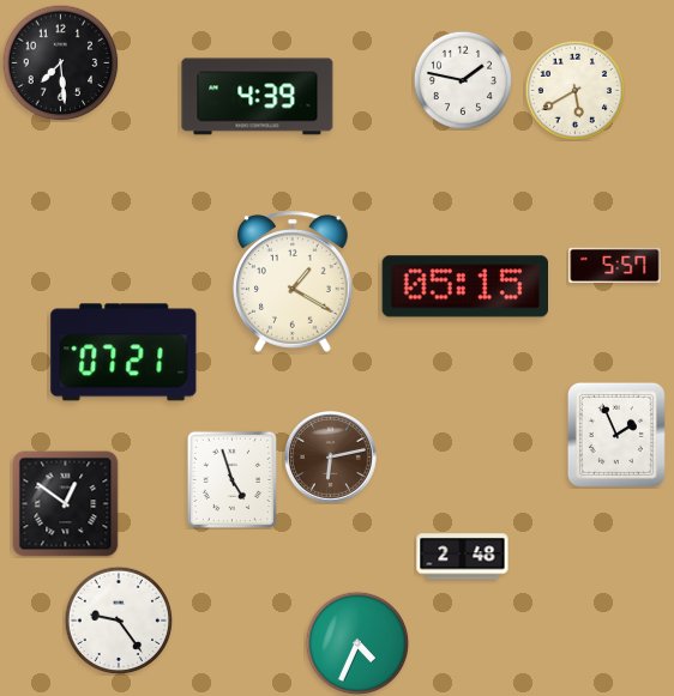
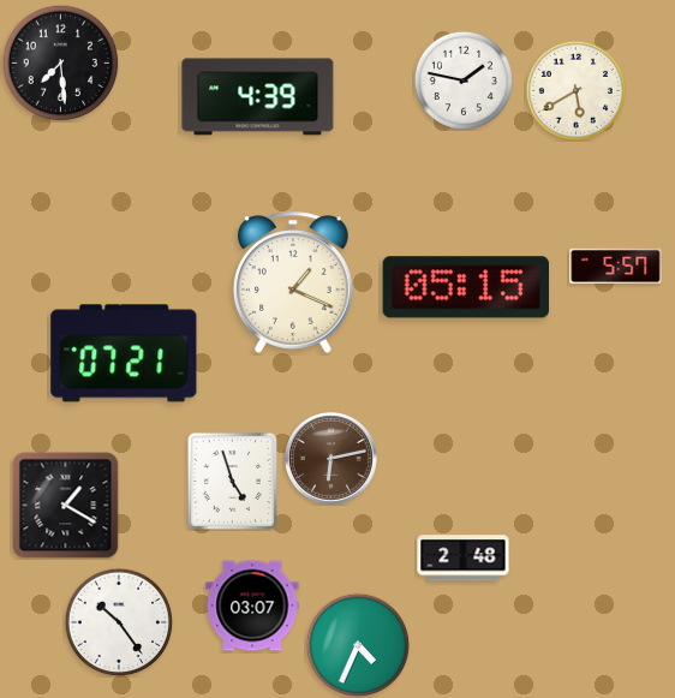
clock at (294, 282): 1:20 -> 1:19
clock at (616, 435): 1:56 -> none
clock at (66, 504): 12:51 -> 1:20
clock at (252, 605): none -> 03:07
clock at (119, 621): 9:24 -> 10:24
